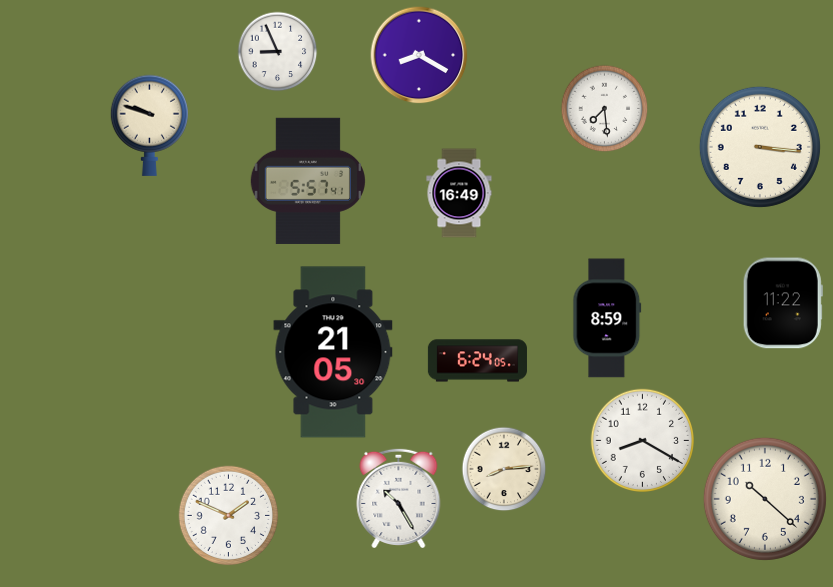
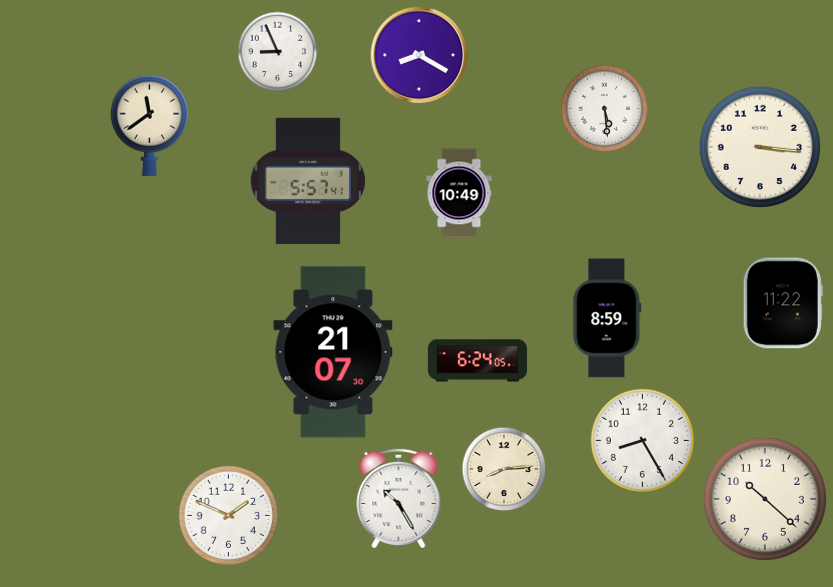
clock at (605, 109): 7:29 -> 5:29
clock at (149, 125): 9:48 -> 11:39
clock at (459, 193): 16:49 -> 10:49
clock at (333, 352): 21:05 -> 21:07
clock at (642, 440): 8:20 -> 8:25
